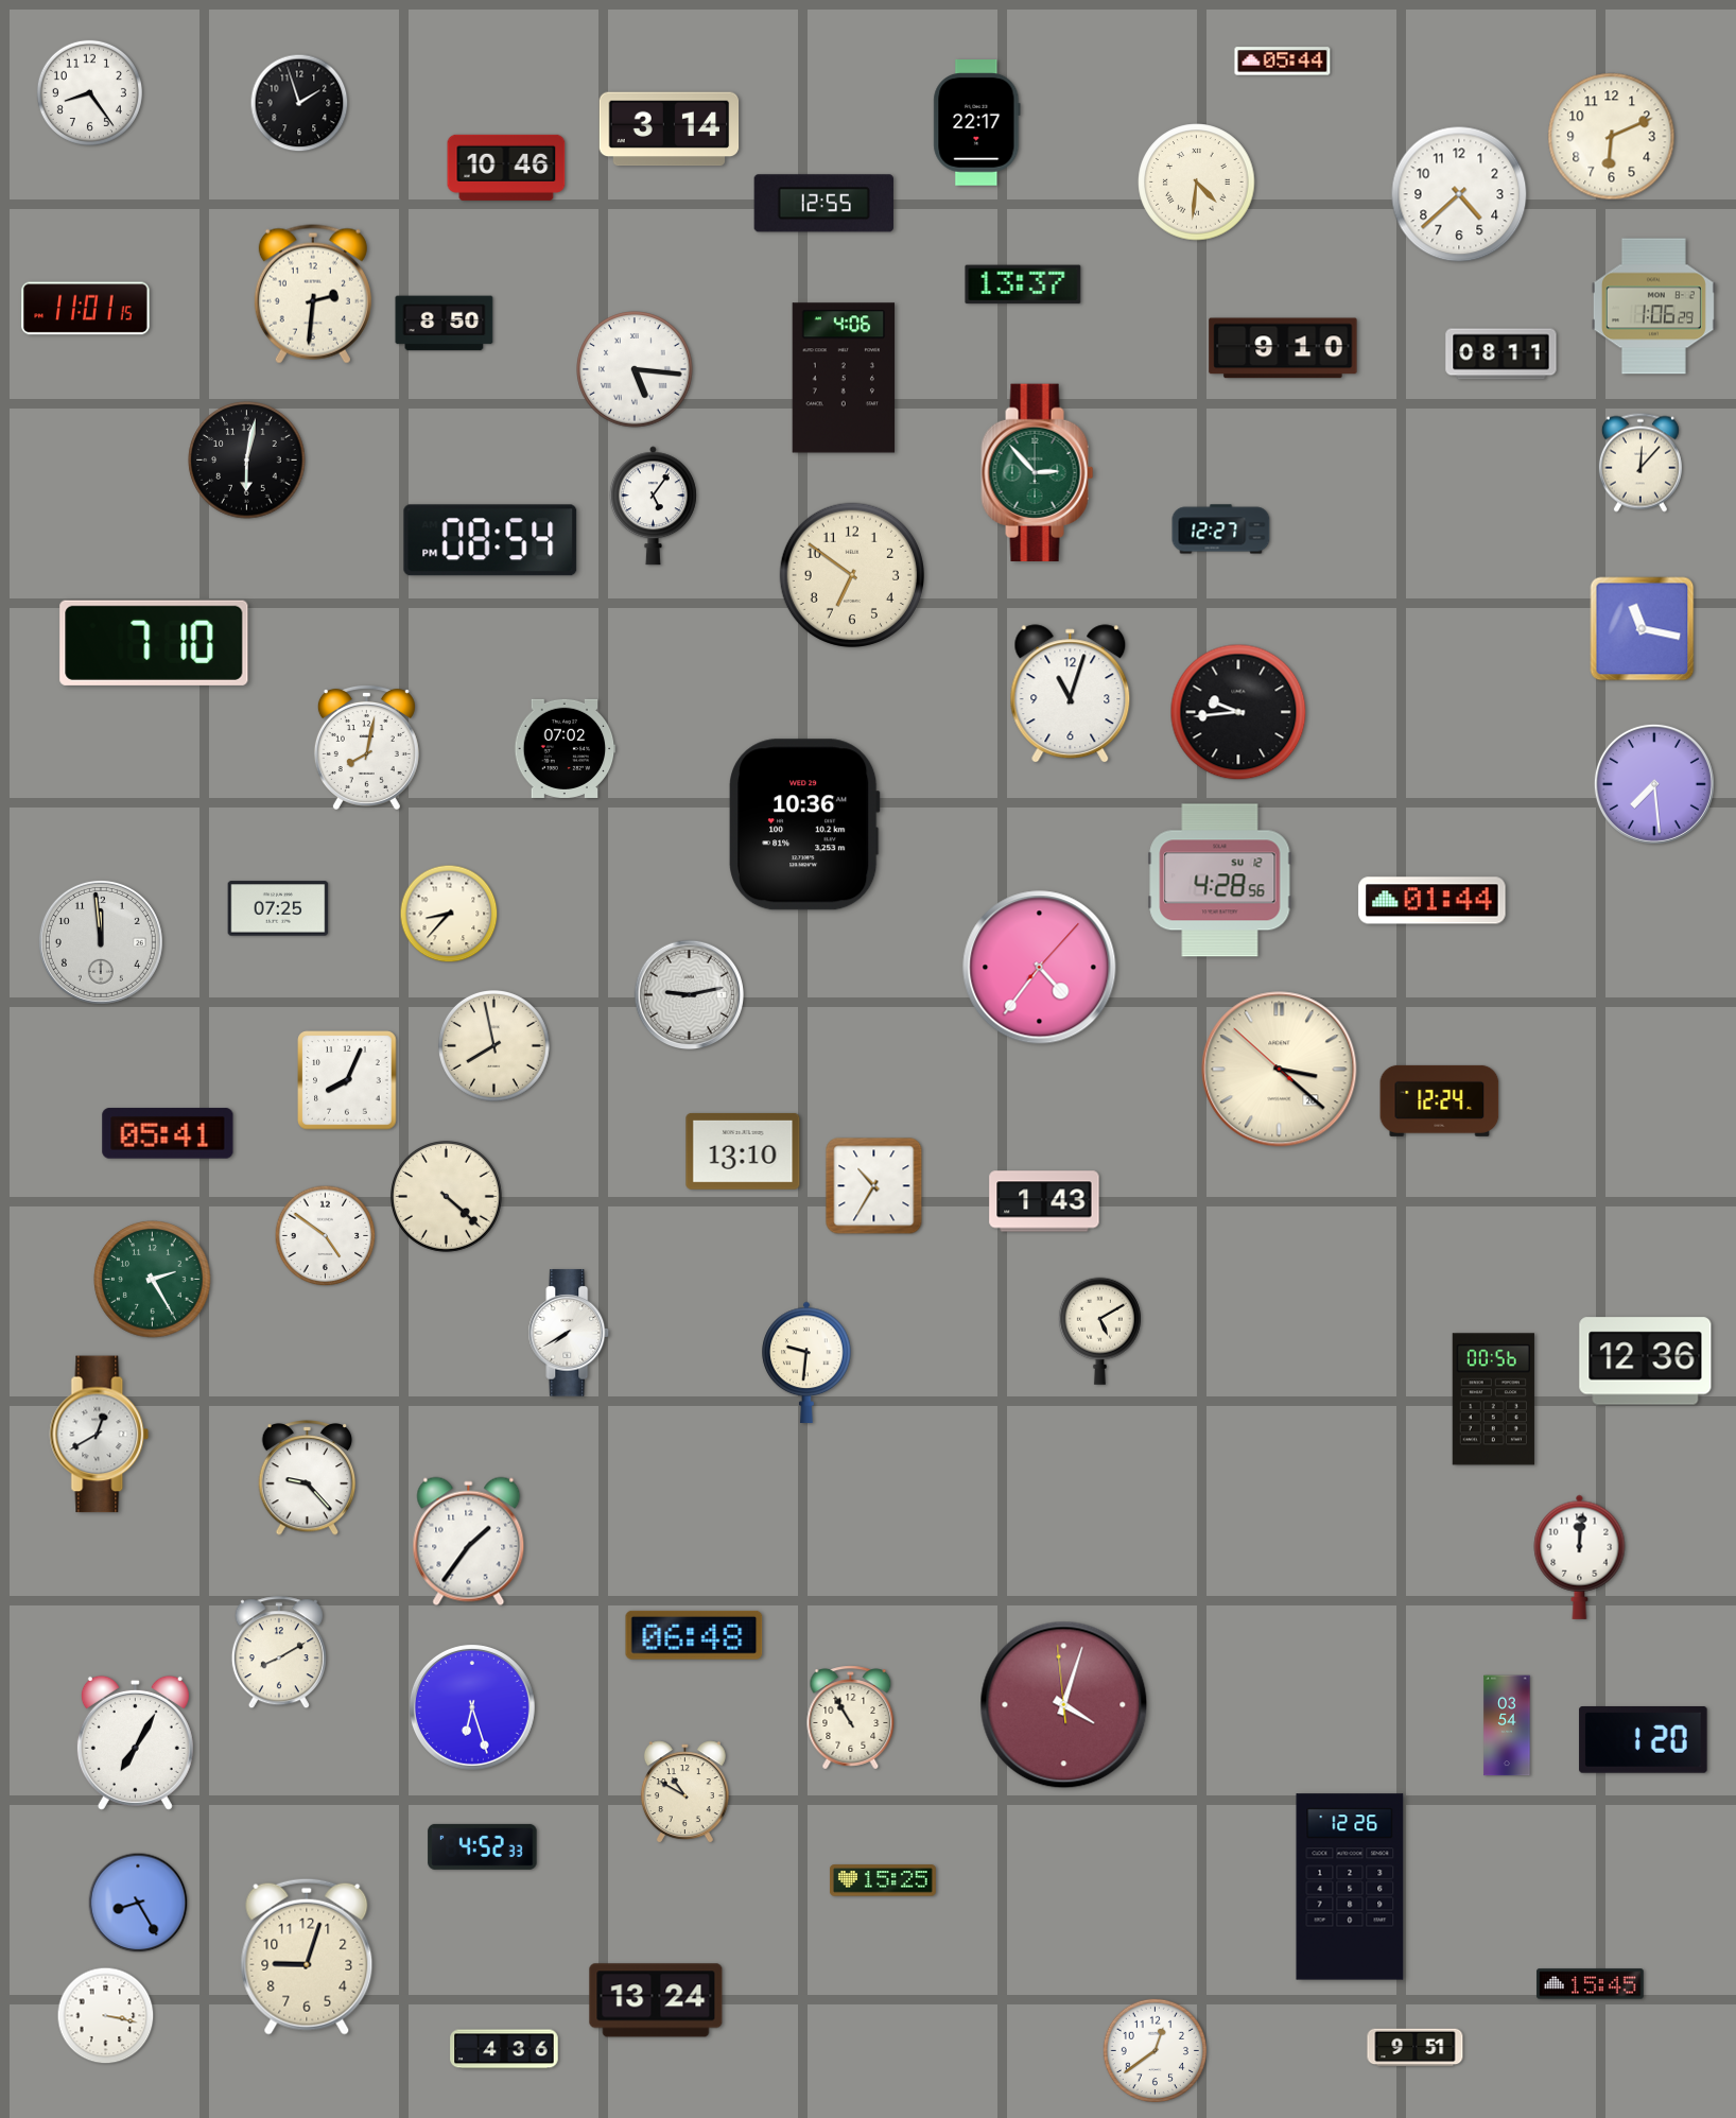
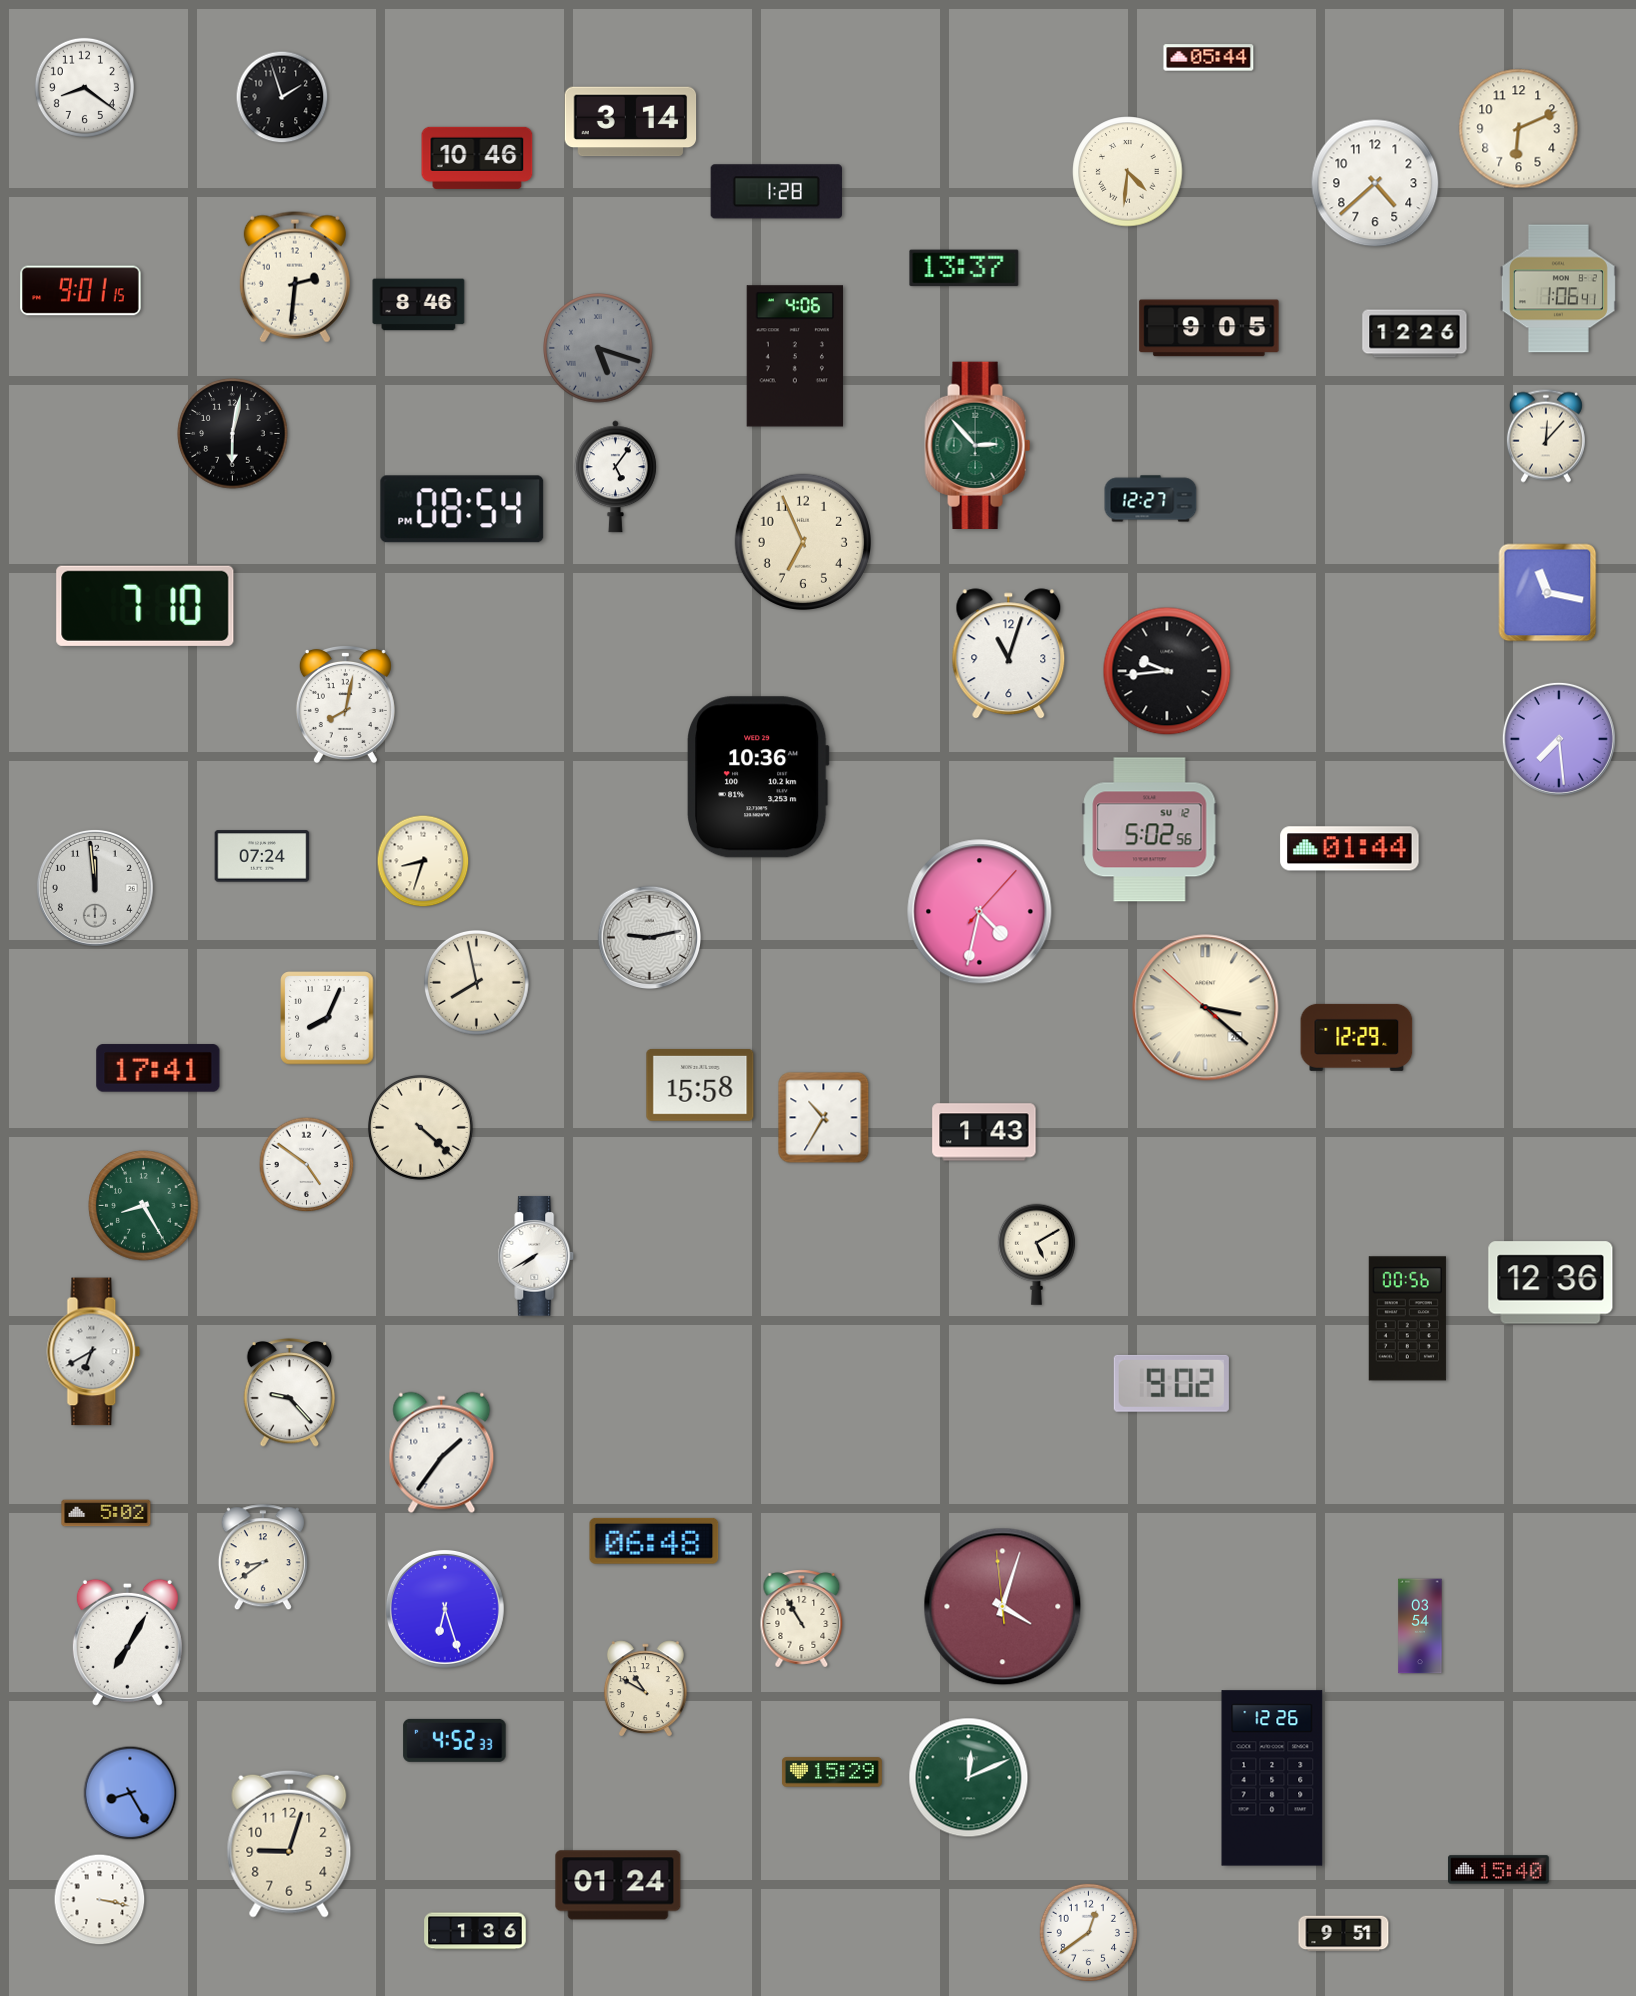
clock at (89, 92): 8:24 -> 8:21
clock at (977, 123): 22:17 -> none
clock at (823, 204): 12:55 -> 1:28
clock at (1653, 307): 1:06:29 -> 1:06:41
clock at (86, 309): 11:01 -> 9:01
clock at (445, 324): 8:50 -> 8:46
clock at (1283, 348): 9:10 -> 9:05
clock at (1501, 354): 08:11 -> 12:26
clock at (635, 369): 5:16 -> 5:18
clock at (635, 369) dial: white -> grey
clock at (851, 574): 6:51 -> 6:56
clock at (566, 748): 07:02 -> none
clock at (1220, 881): 4:28 -> 5:02
clock at (278, 908): 07:25 -> 07:24
clock at (449, 914): 8:37 -> 8:33
clock at (1040, 968): 4:36 -> 4:32
clock at (493, 1045) position: (493, 1045) -> (476, 982)
clock at (1440, 1100): 12:24 -> 12:29
clock at (168, 1133): 05:41 -> 17:41
clock at (743, 1151): 13:10 -> 15:58
clock at (153, 1280): 2:25 -> 8:25
clock at (806, 1361): 9:31 -> none
clock at (100, 1435): 12:40 -> 6:40
clock at (1171, 1383): none -> 9:02
clock at (1580, 1557): 12:01 -> none
clock at (106, 1513): none -> 5:02
clock at (279, 1653): 8:10 -> 8:39
clock at (1644, 1740): 1:20 -> none
clock at (883, 1880): 15:25 -> 15:29
clock at (969, 1778): none -> 12:11
clock at (1591, 1984): 15:45 -> 15:40
clock at (656, 2000): 13:24 -> 01:24
clock at (1416, 2048) position: (1416, 2048) -> (1344, 1934)
clock at (504, 2049): 4:36 -> 1:36
